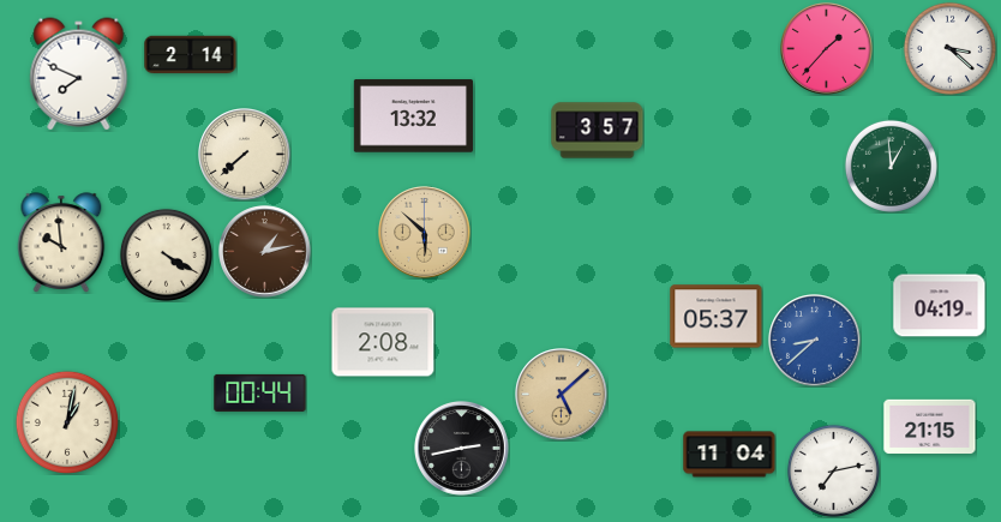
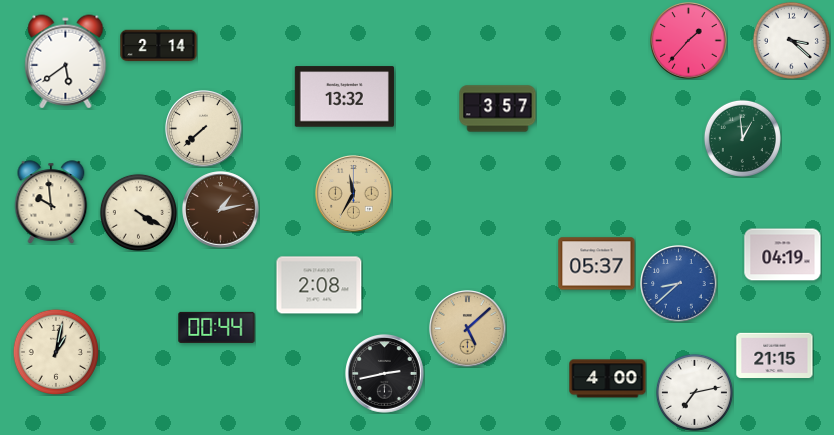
clock at (79, 74): 7:49 -> 5:39
clock at (425, 233): 5:52 -> 11:35
clock at (730, 455): 11:04 -> 4:00
